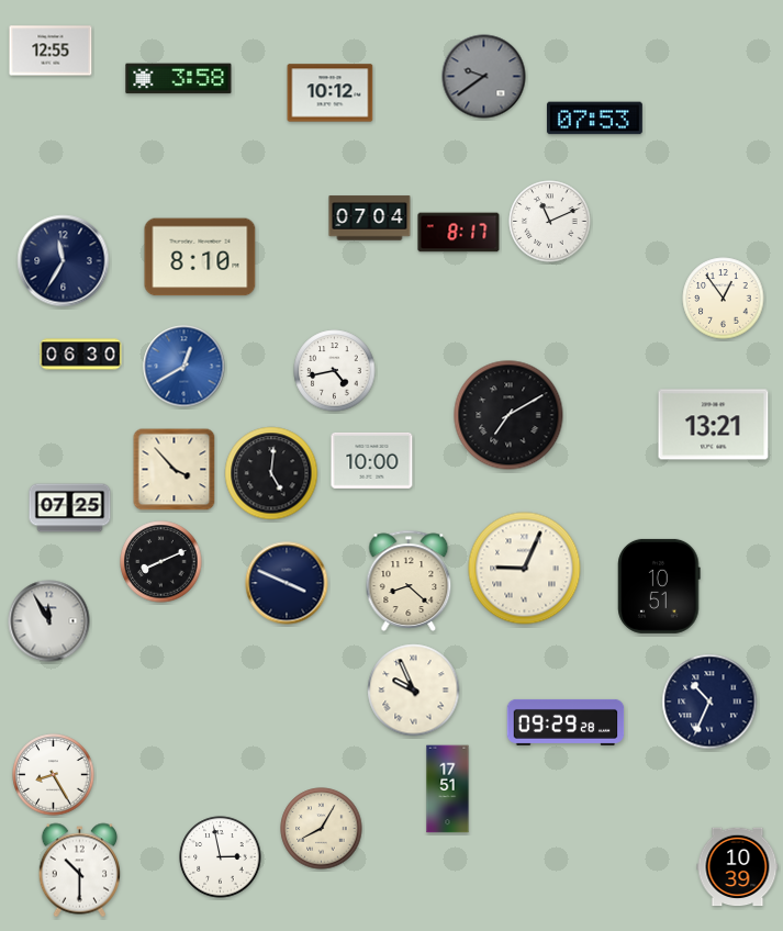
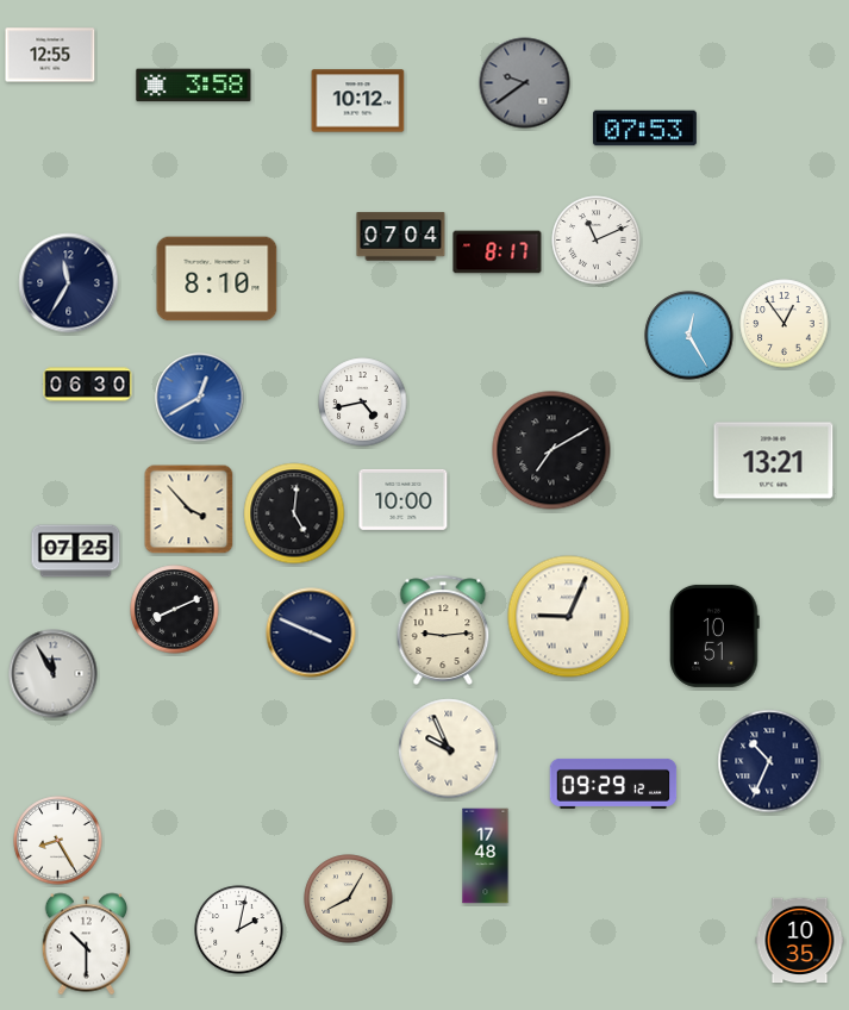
clock at (51, 51) position: (51, 51) -> (50, 55)
clock at (689, 336): none -> 12:25
clock at (409, 581): 8:22 -> 9:14
clock at (566, 722): 09:29:28 -> 09:29:12
clock at (448, 789): 17:51 -> 17:48
clock at (221, 857): 2:58 -> 2:02
clock at (738, 867): 10:39 -> 10:35
